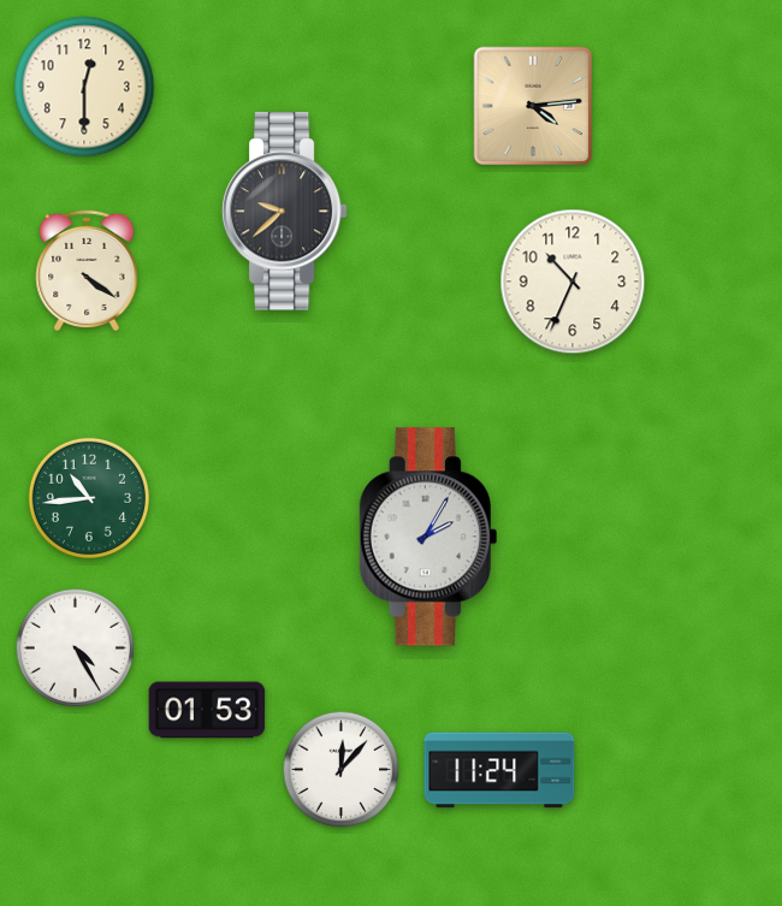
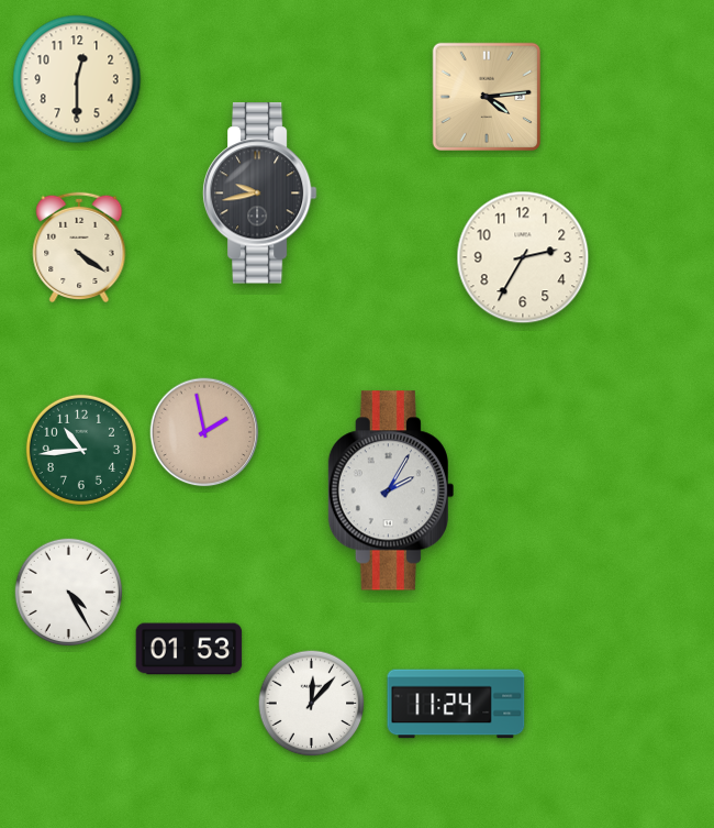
clock at (284, 212): 9:38 -> 9:43
clock at (573, 282): 10:34 -> 2:35
clock at (204, 432): none -> 1:58
clock at (89, 498) position: (89, 498) -> (81, 450)
